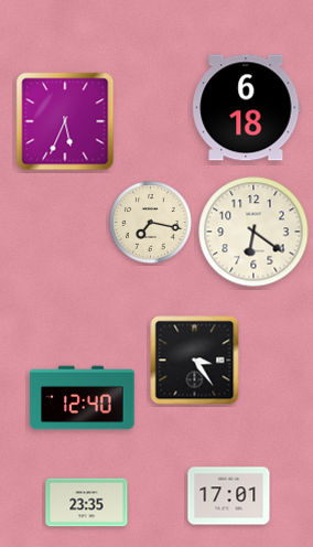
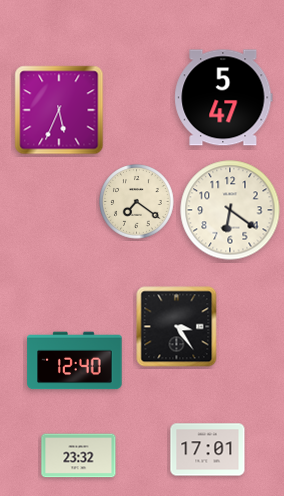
clock at (247, 108): 6:18 -> 5:47
clock at (151, 223): 7:17 -> 7:21
clock at (87, 503): 23:35 -> 23:32
